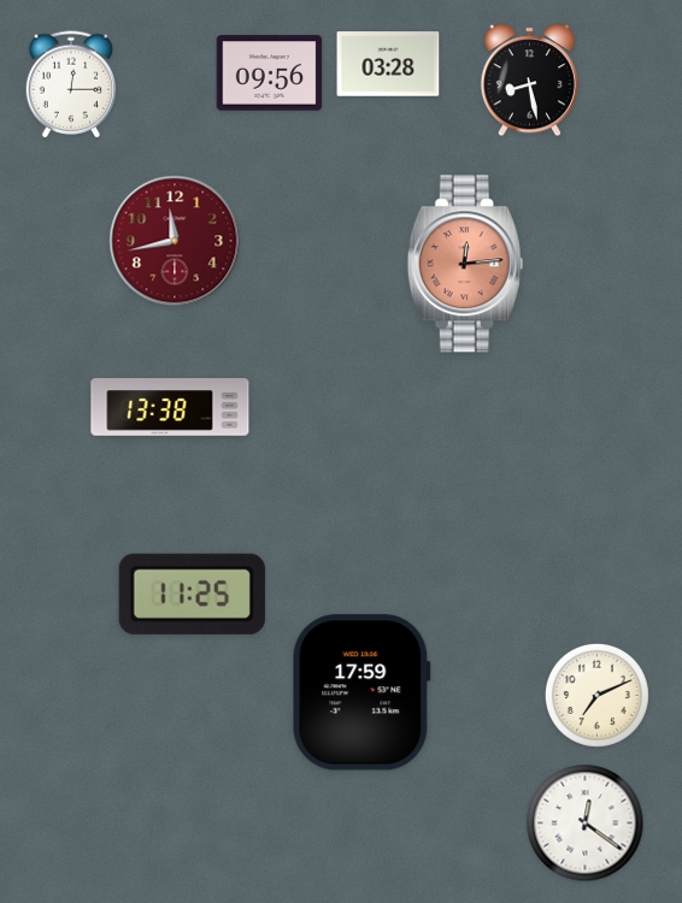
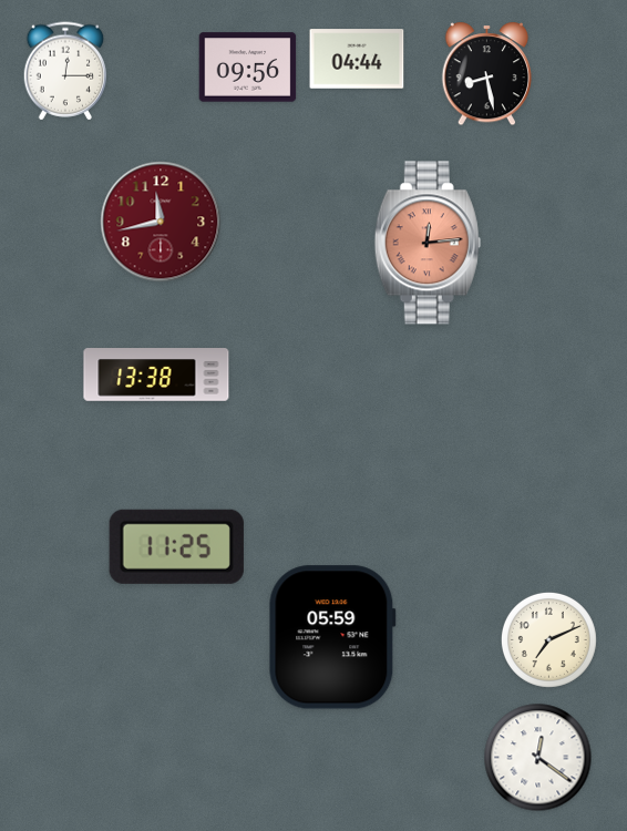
clock at (388, 64): 03:28 -> 04:44
clock at (71, 84) position: (71, 84) -> (65, 71)
clock at (361, 692): 17:59 -> 05:59
